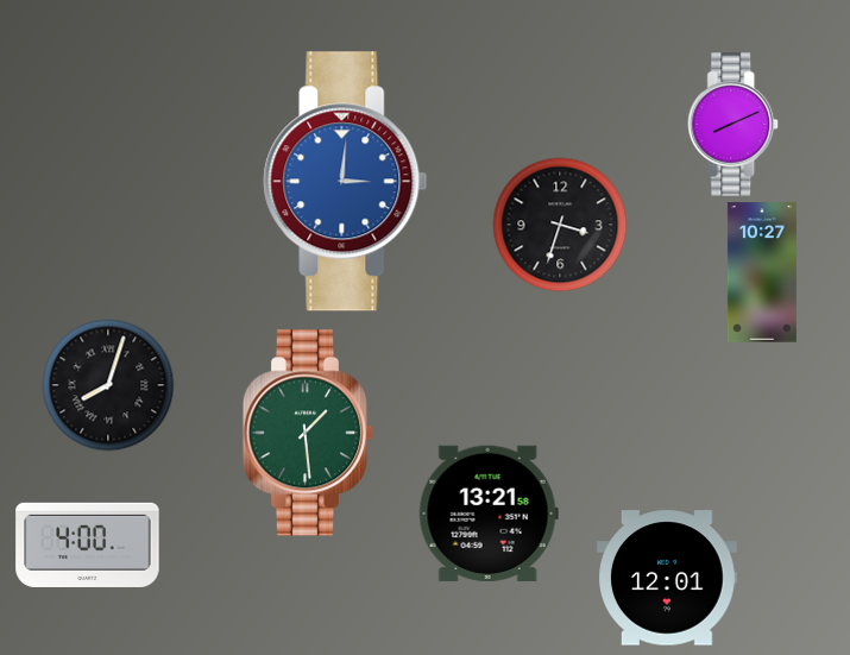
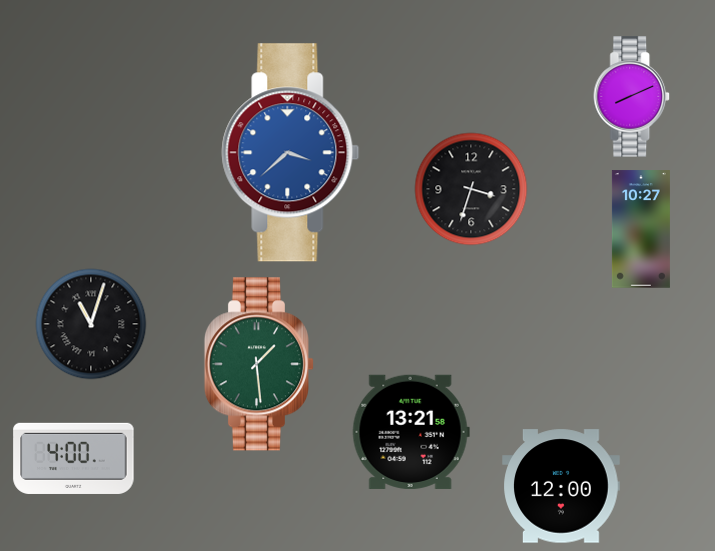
clock at (733, 125) position: (733, 125) -> (632, 97)
clock at (346, 182): 3:01 -> 3:38
clock at (108, 385): 8:03 -> 11:03
clock at (667, 578): 12:01 -> 12:00
